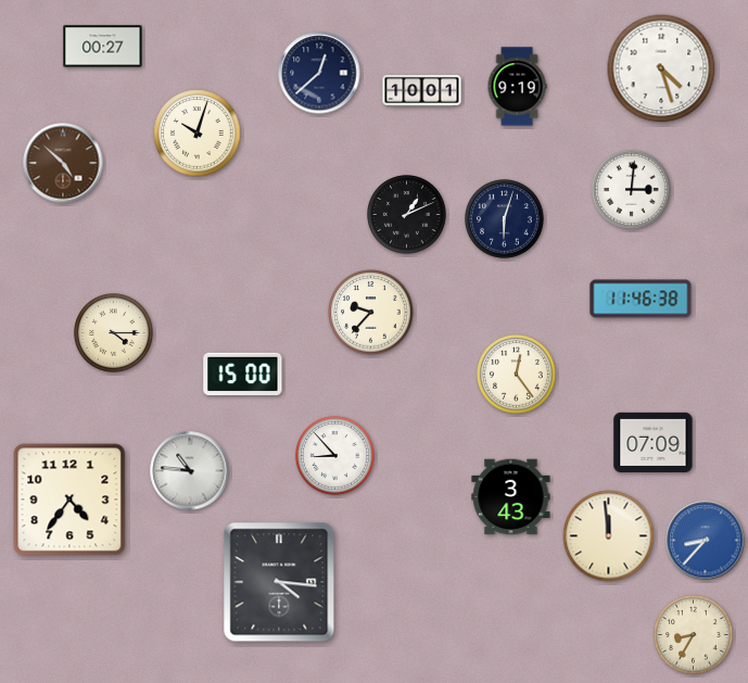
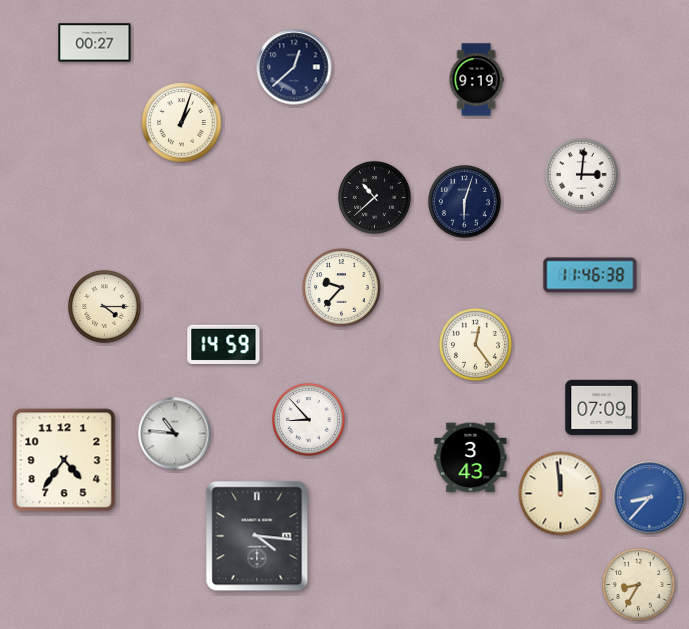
clock at (661, 68): 4:27 -> none
clock at (422, 91): 10:01 -> none
clock at (198, 134): 10:03 -> 1:03
clock at (63, 163): 4:52 -> none
clock at (407, 215): 1:11 -> 10:38
clock at (243, 374): 15:00 -> 14:59
